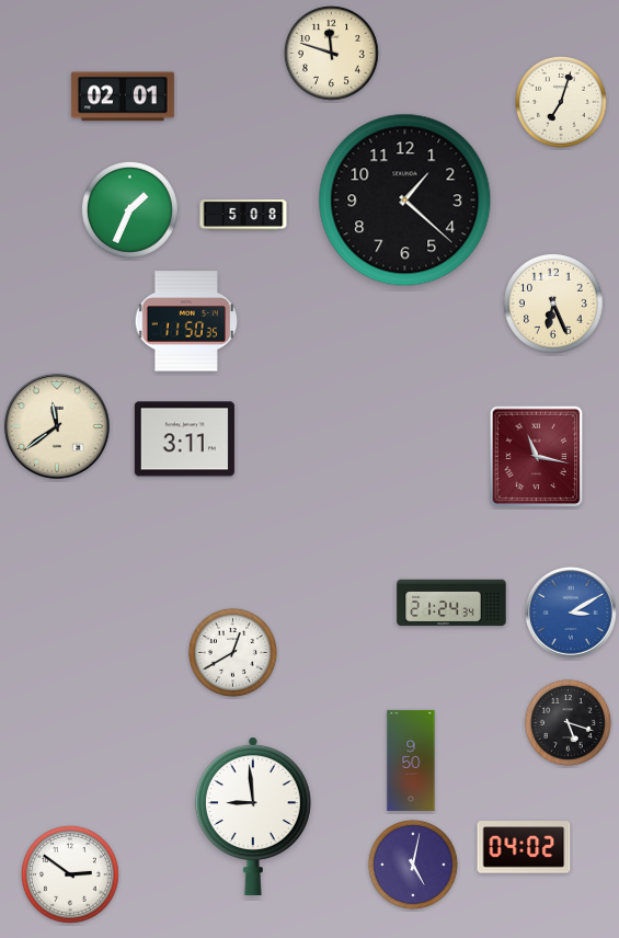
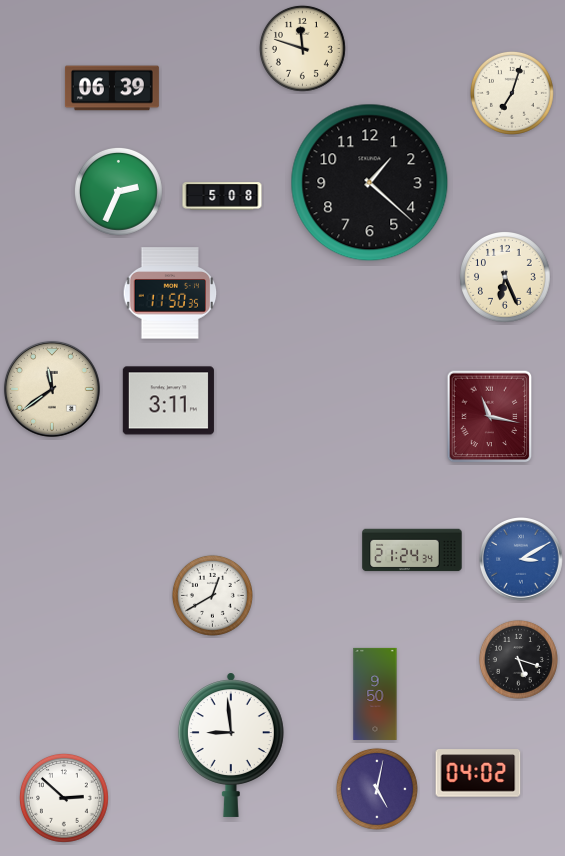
clock at (123, 96): 02:01 -> 06:39
clock at (129, 209): 1:34 -> 2:34
clock at (71, 876): 2:51 -> 2:52
